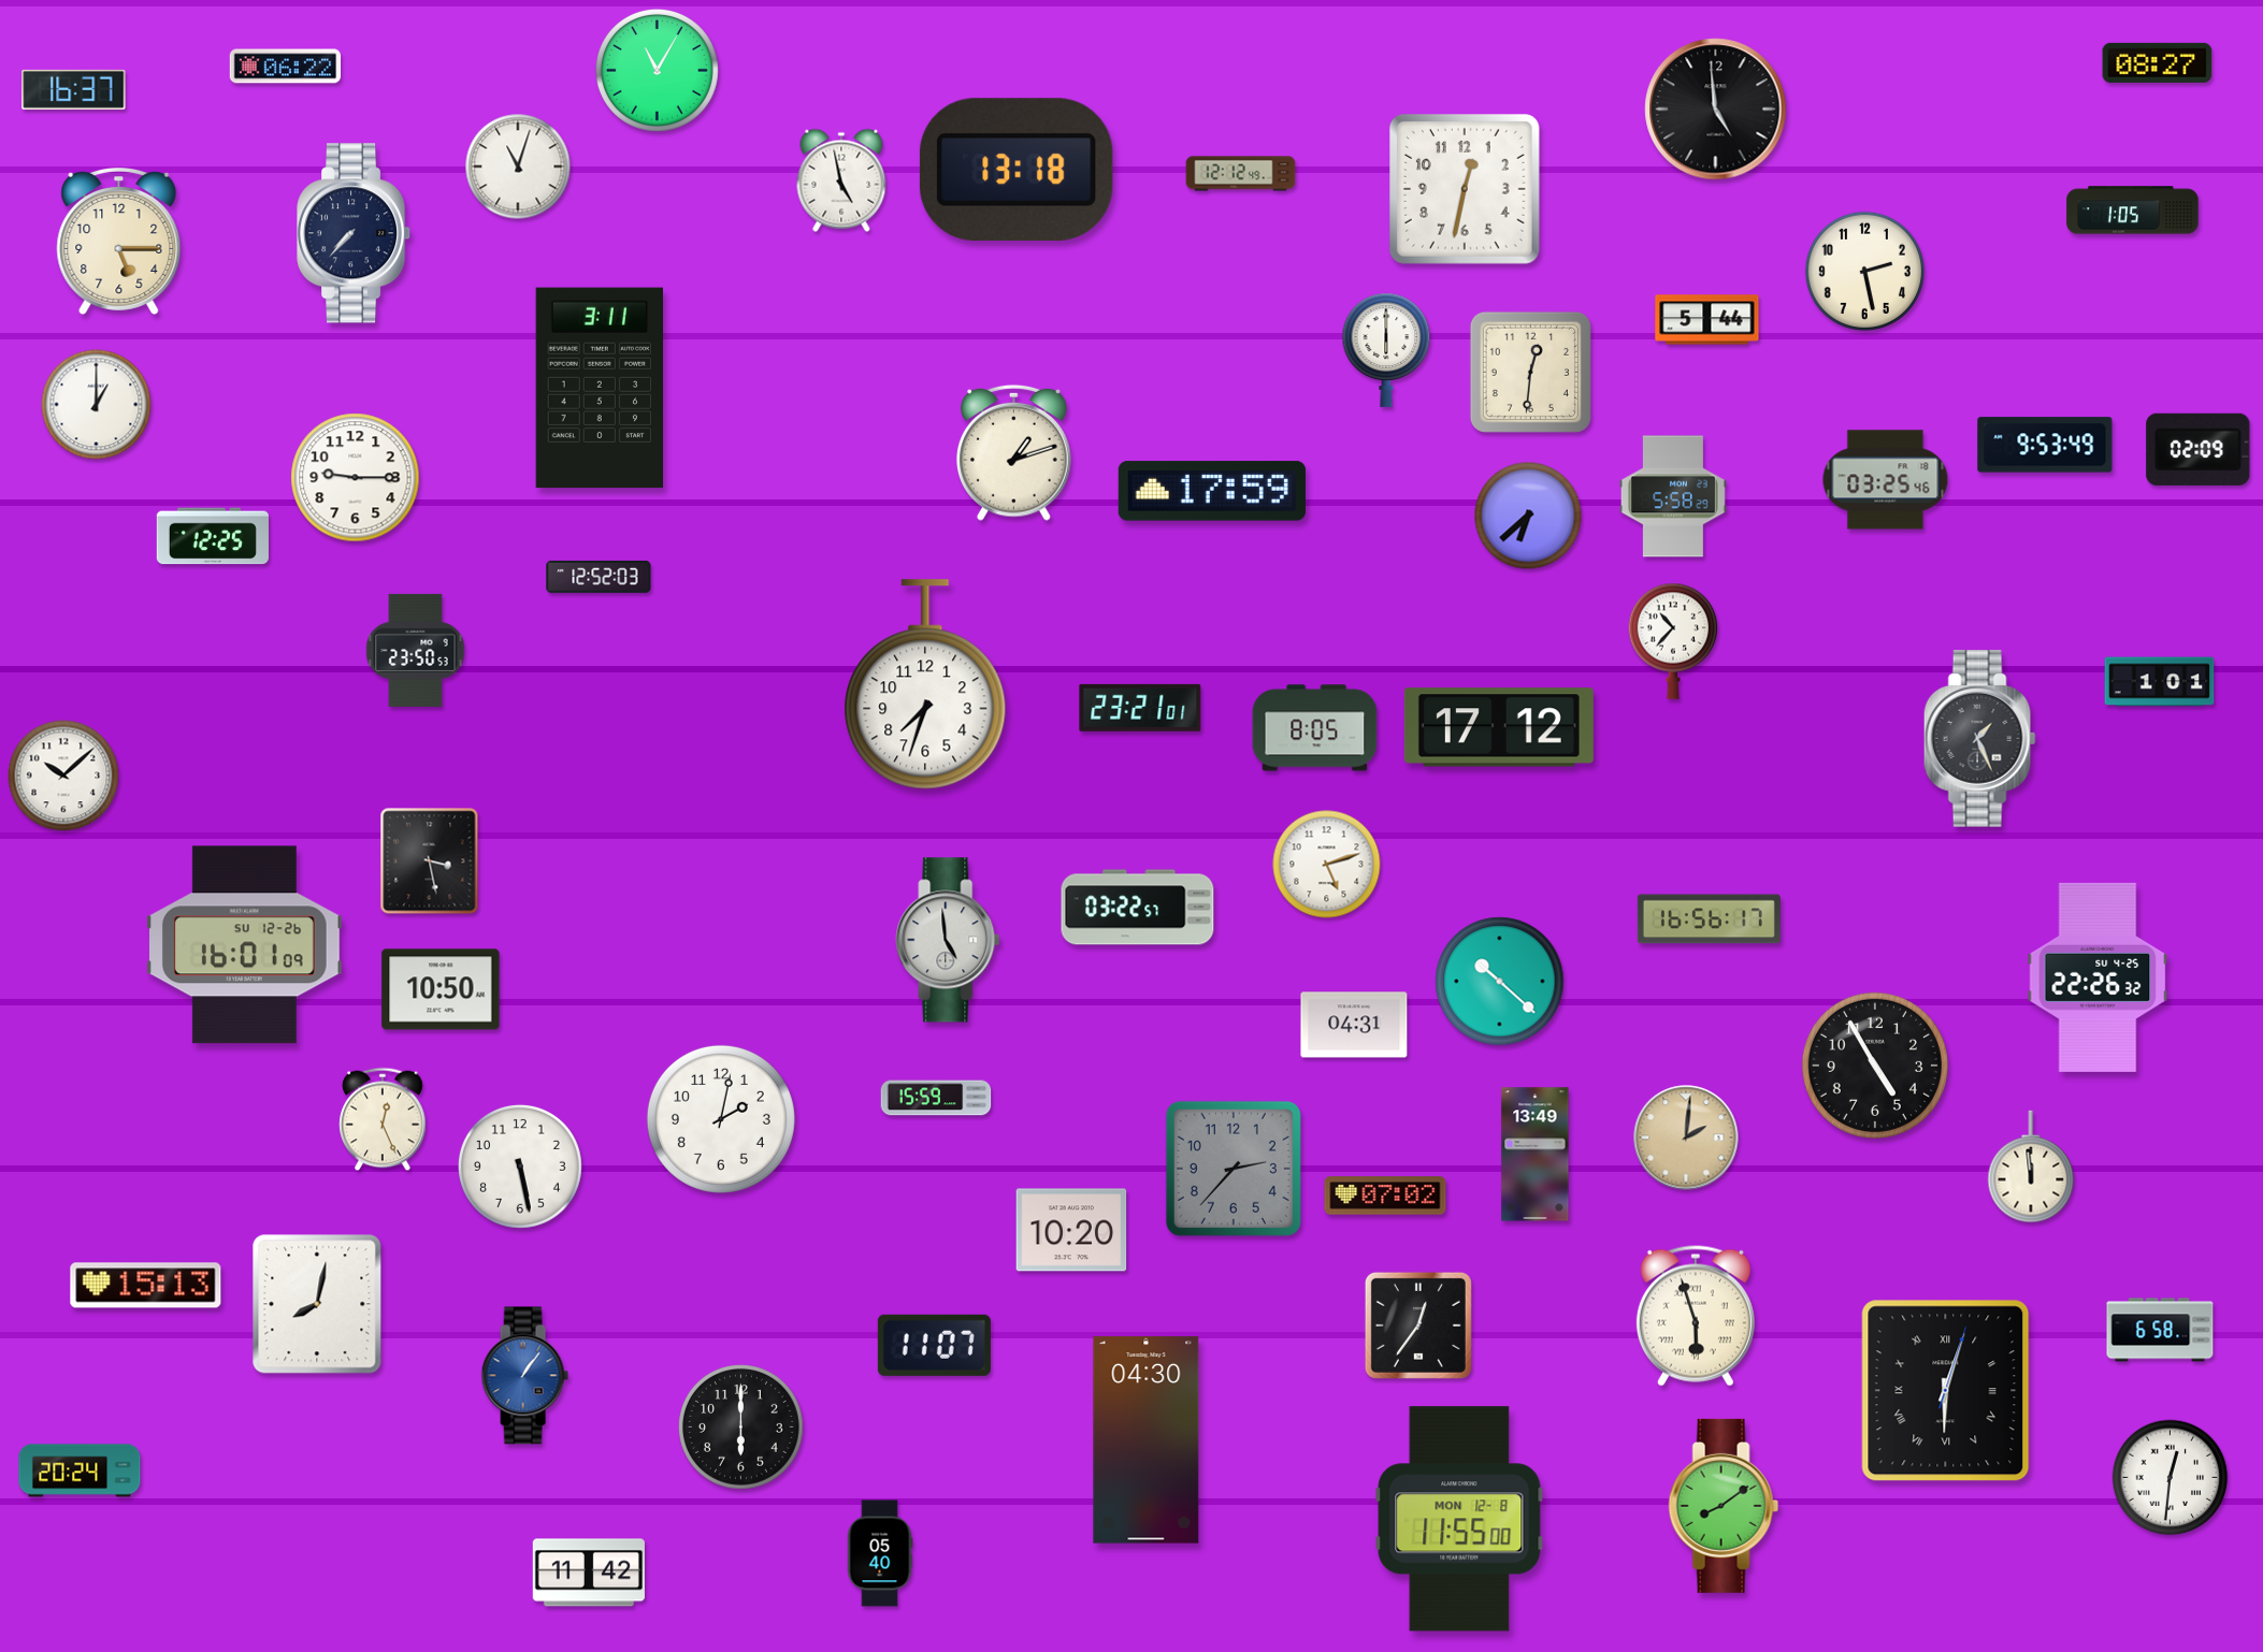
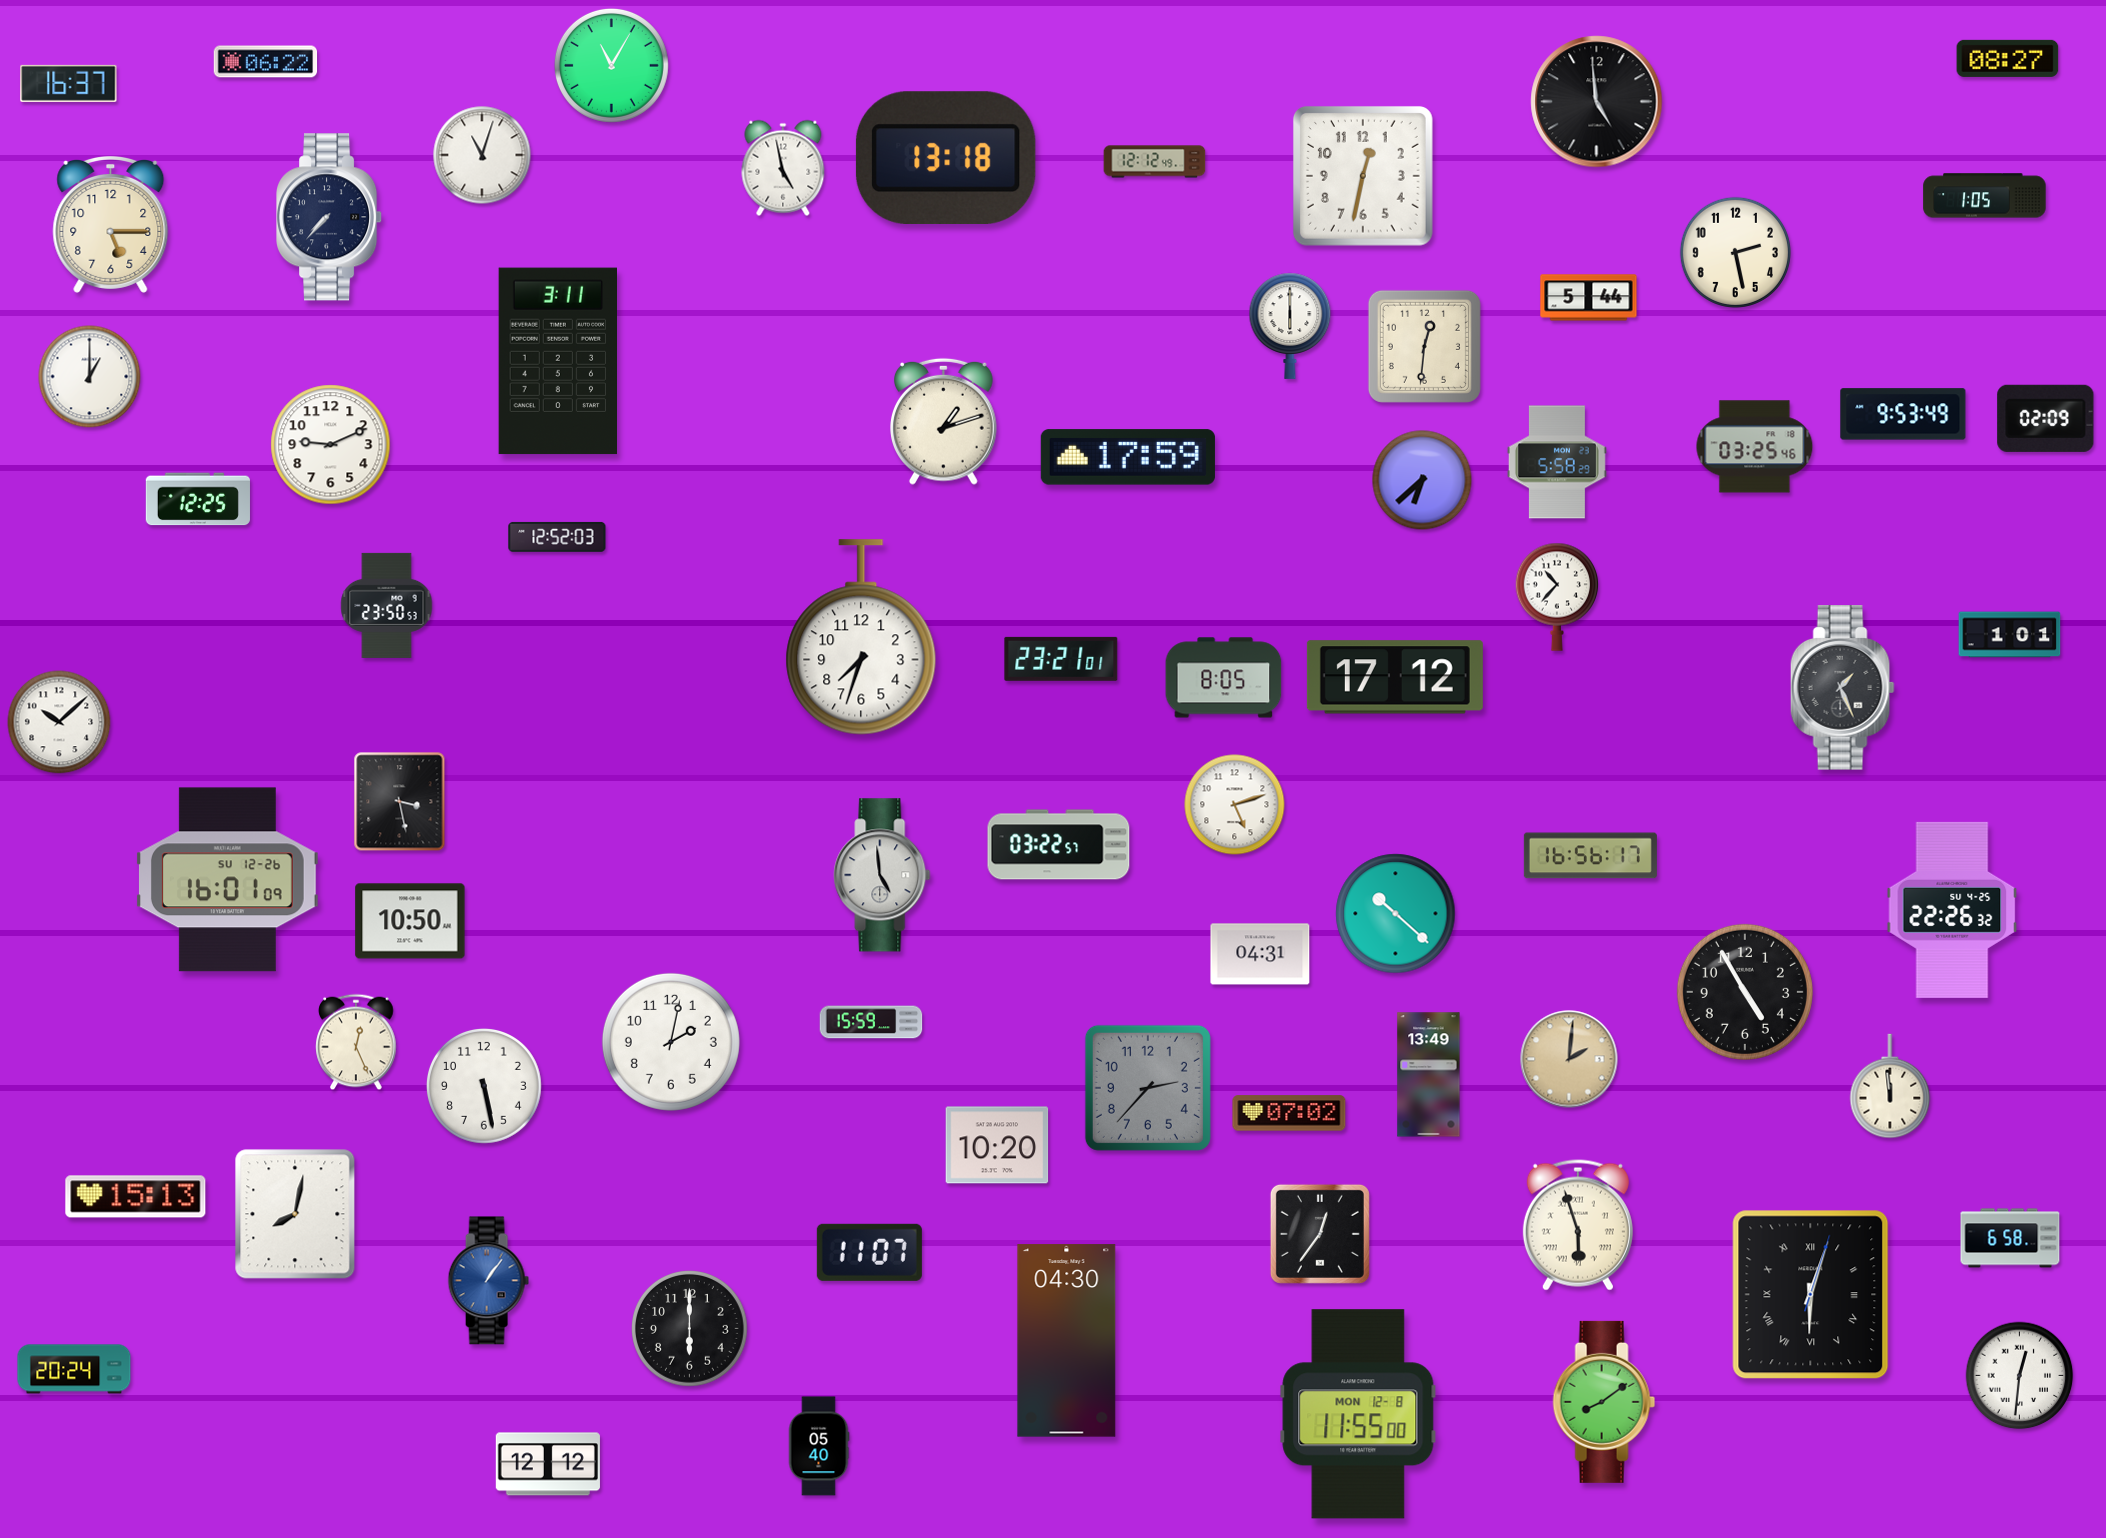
clock at (356, 478): 9:15 -> 9:11
clock at (589, 1573): 11:42 -> 12:12
